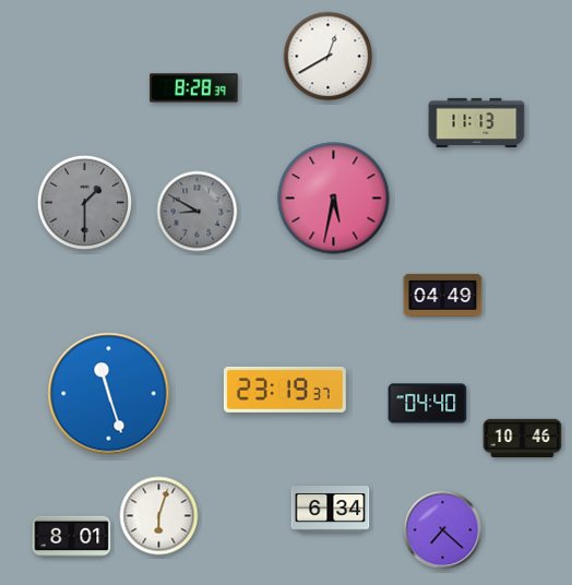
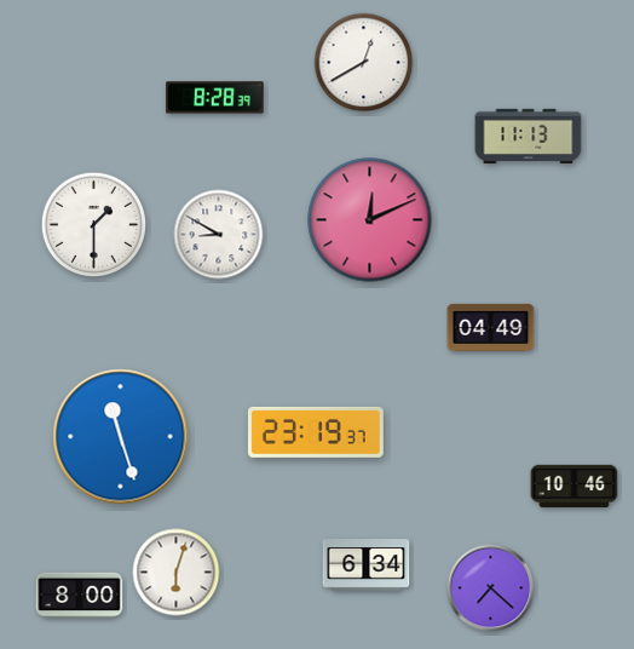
clock at (334, 199): 5:32 -> 12:11
clock at (85, 203) dial: grey -> white
clock at (198, 212) dial: grey -> white
clock at (428, 404): 04:40 -> none
clock at (523, 438) position: (523, 438) -> (575, 486)
clock at (72, 537): 8:01 -> 8:00
